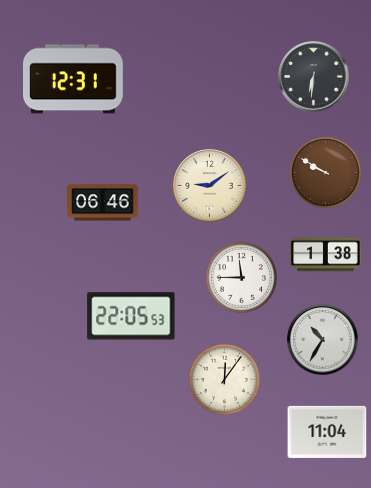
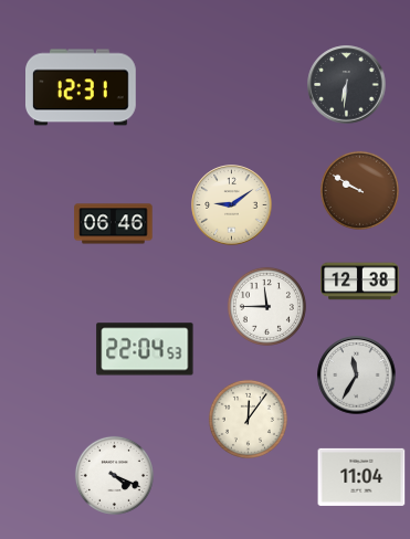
clock at (326, 255): 1:38 -> 12:38
clock at (131, 316): 22:05 -> 22:04
clock at (323, 340): 10:35 -> 11:35
clock at (114, 475): none -> 4:19
